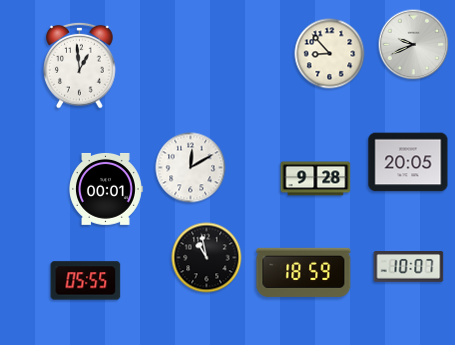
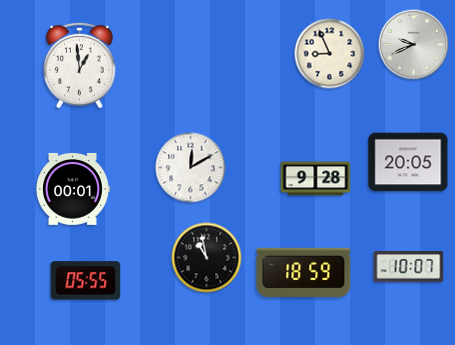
clock at (330, 54): 8:53 -> 8:56
clock at (106, 189) position: (106, 189) -> (73, 189)
